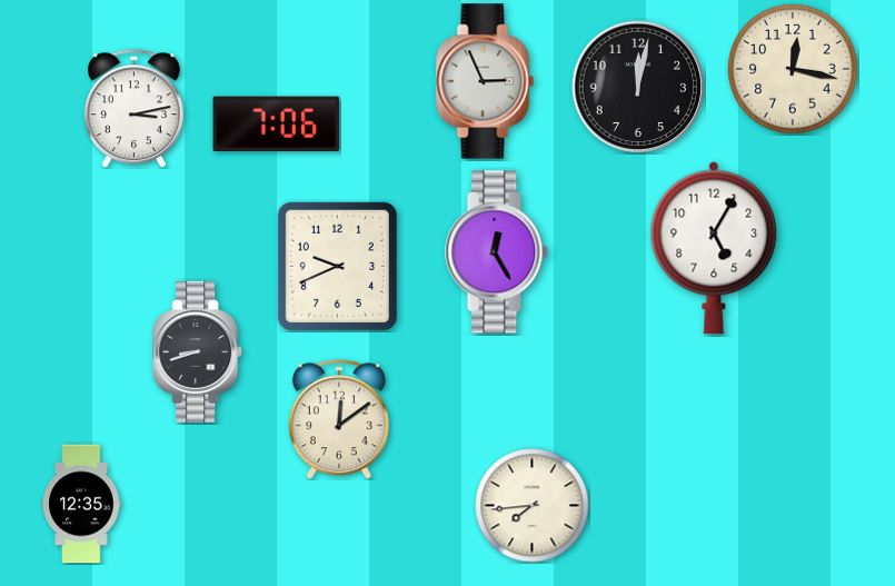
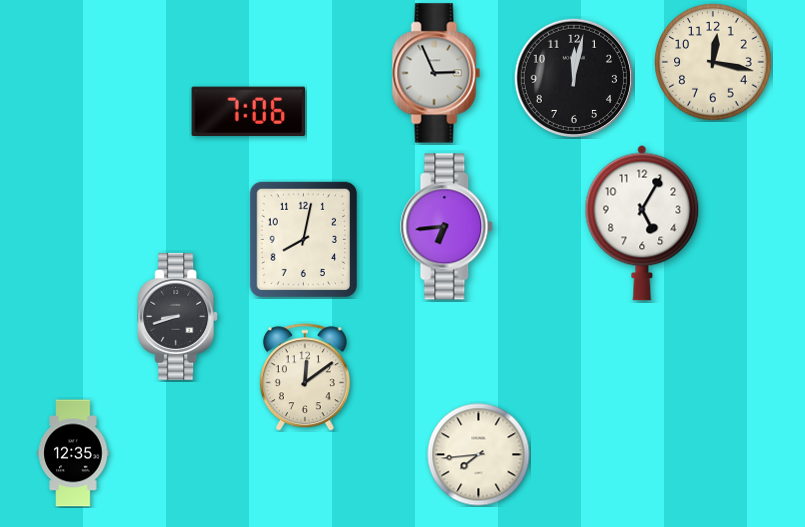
clock at (133, 109): 3:13 -> none
clock at (497, 252): 12:25 -> 6:44
clock at (337, 266): 9:41 -> 8:02
